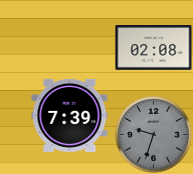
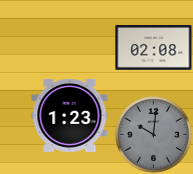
clock at (70, 115): 7:39 -> 1:23
clock at (154, 135): 9:33 -> 10:01
